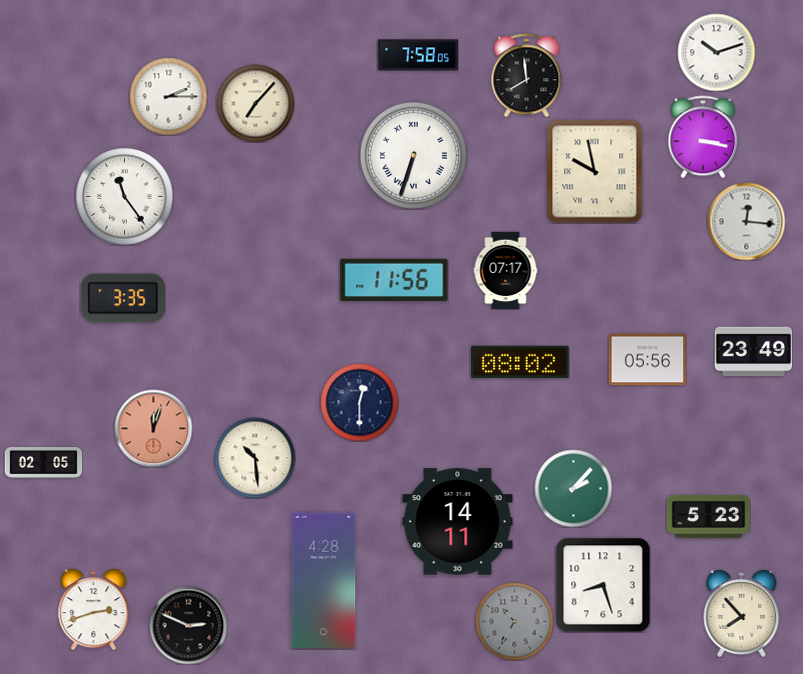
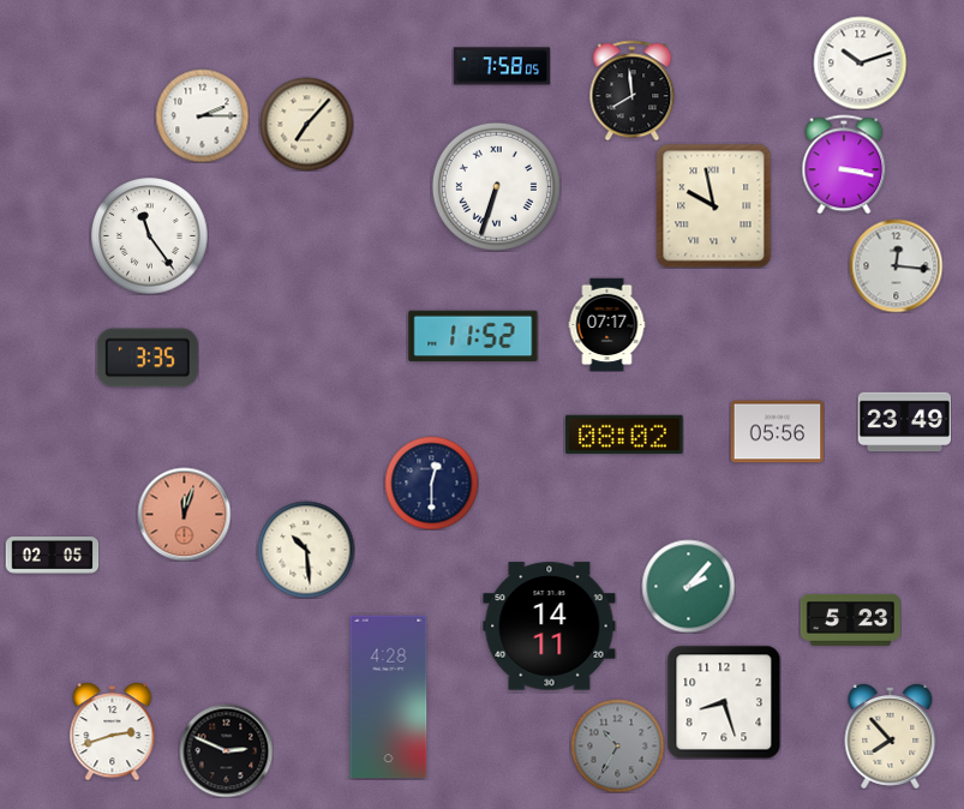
clock at (394, 280): 11:56 -> 11:52
